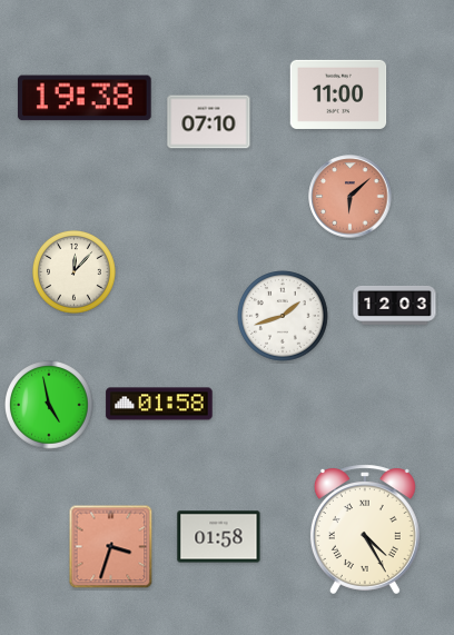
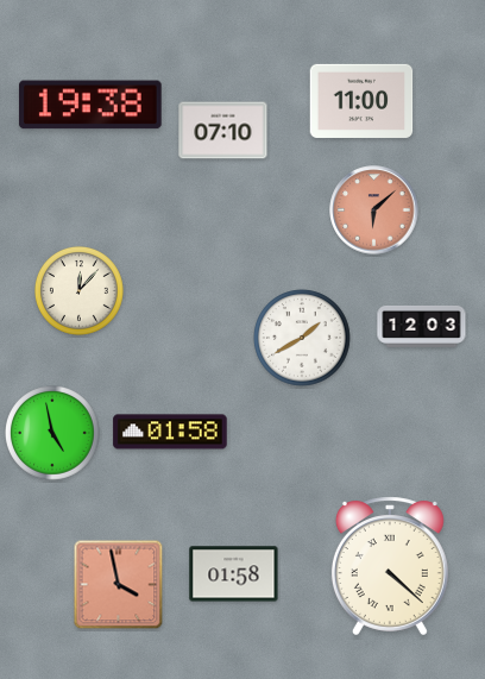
clock at (283, 316): 1:42 -> 1:40
clock at (365, 529): 4:25 -> 4:22
clock at (111, 547): 3:33 -> 3:58
